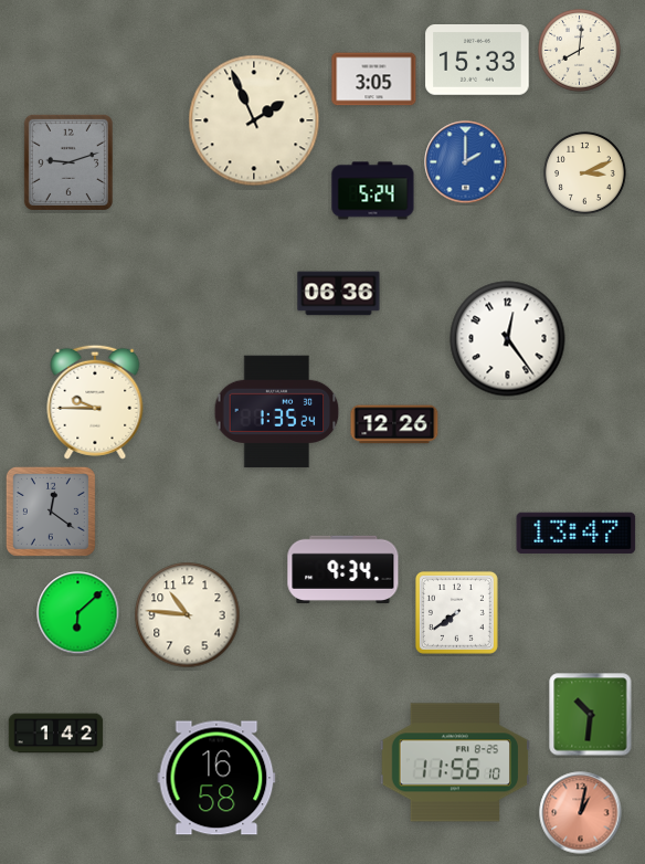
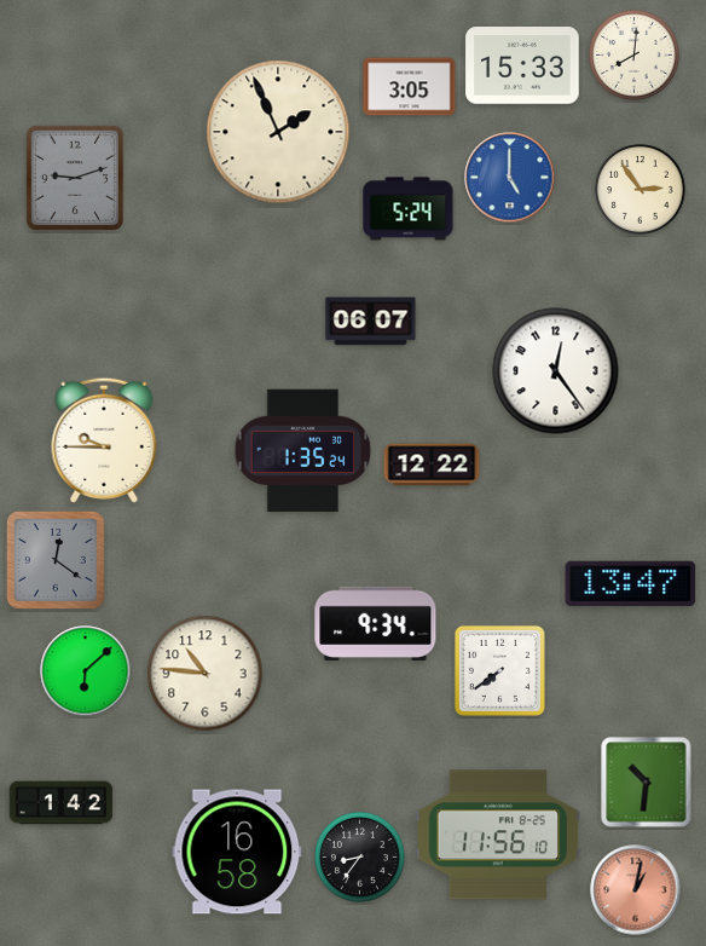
clock at (466, 162): 2:00 -> 5:00
clock at (585, 173): 3:11 -> 2:54
clock at (339, 294): 06:36 -> 06:07
clock at (394, 424): 12:26 -> 12:22
clock at (360, 858): none -> 8:36
